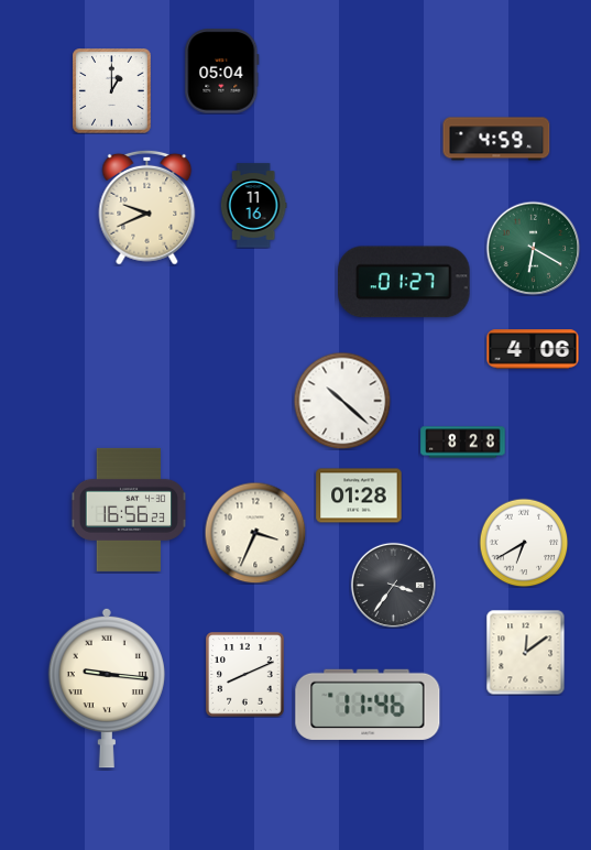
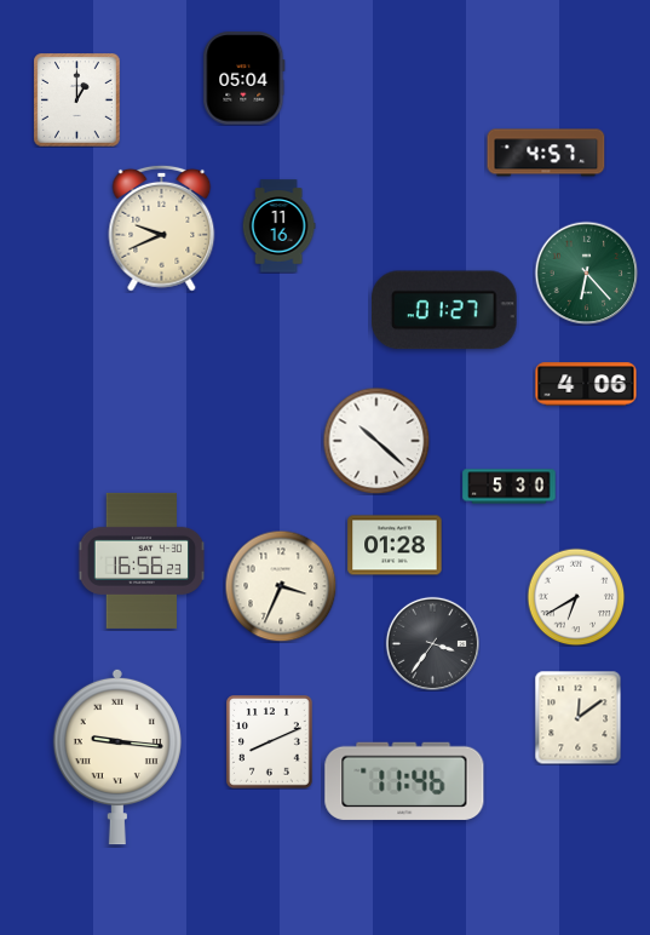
clock at (112, 91) position: (112, 91) -> (77, 101)
clock at (496, 139): 4:59 -> 4:57
clock at (533, 248): 6:20 -> 6:23
clock at (463, 443): 8:28 -> 5:30
clock at (368, 705) position: (368, 705) -> (404, 781)
